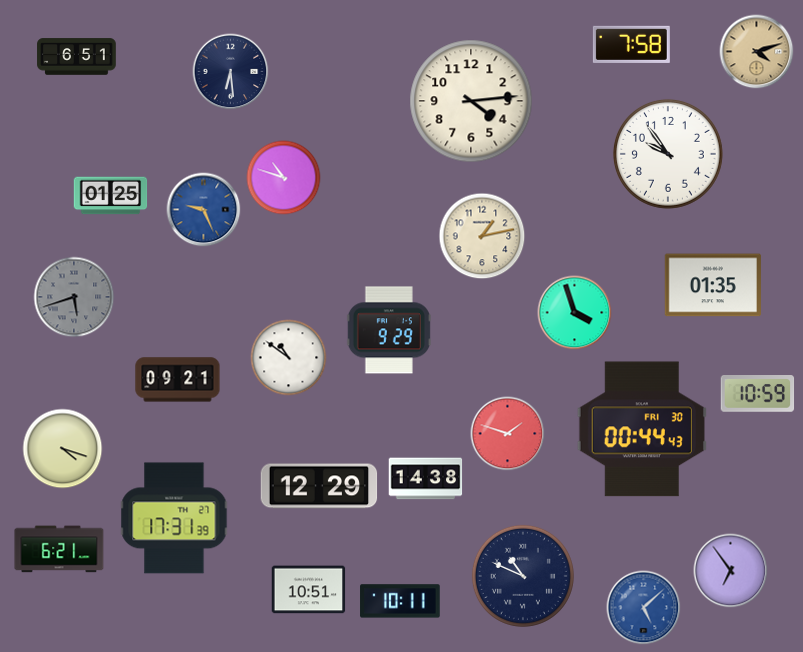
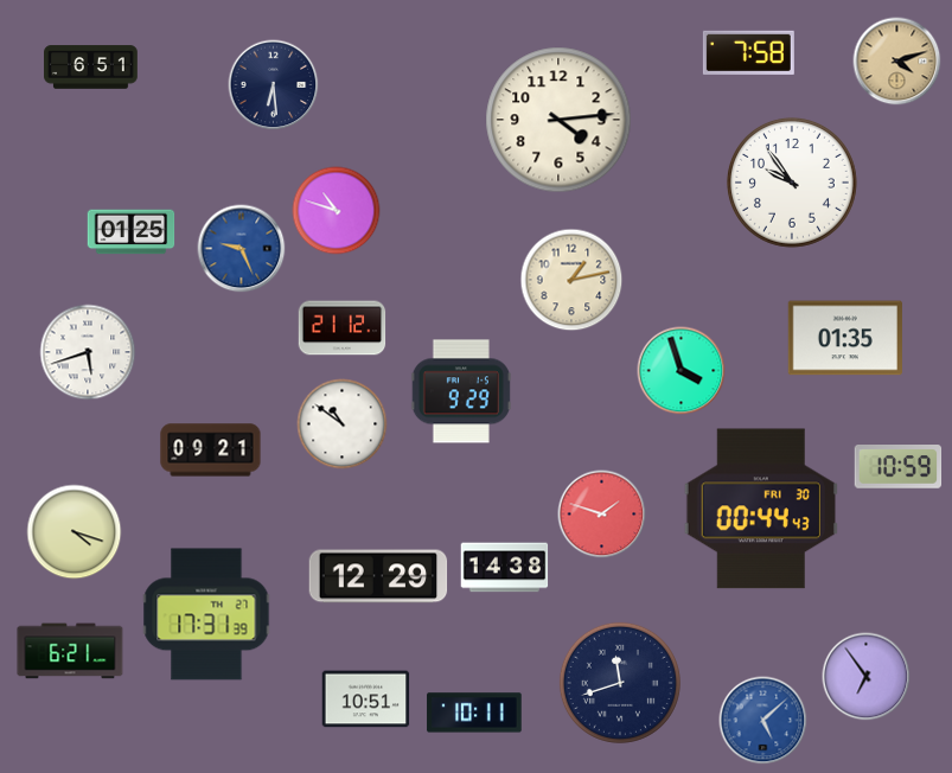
clock at (343, 328): none -> 21:12
clock at (74, 297) dial: grey -> white
clock at (523, 576): 10:49 -> 11:42
